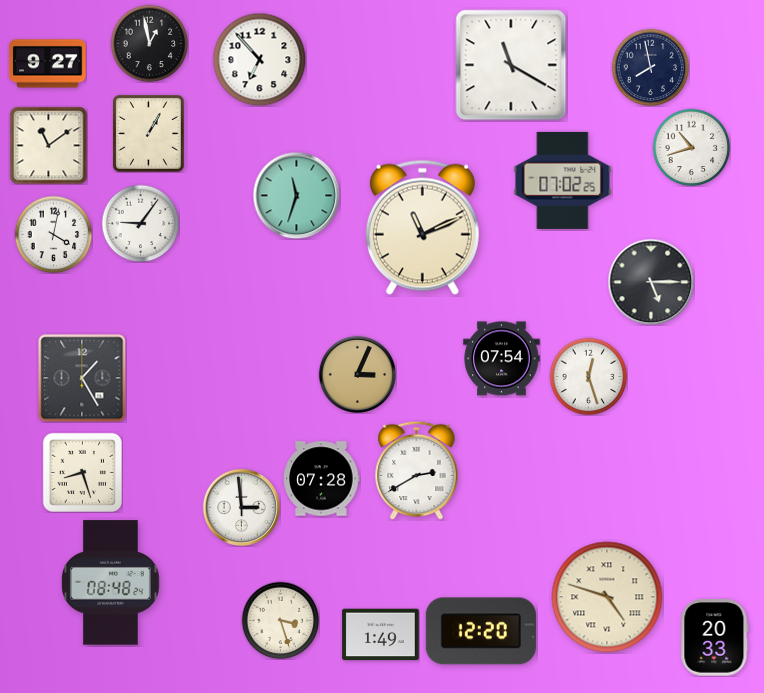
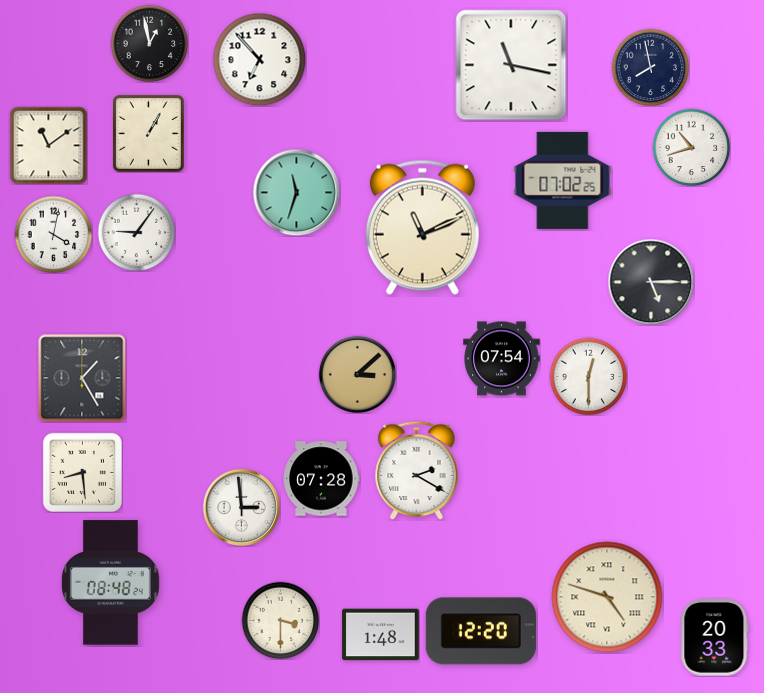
clock at (48, 64): 9:27 -> none
clock at (511, 65): 11:20 -> 11:17
clock at (296, 195) position: (296, 195) -> (296, 192)
clock at (140, 223) position: (140, 223) -> (136, 232)
clock at (357, 374): 3:04 -> 3:08
clock at (588, 376): 12:27 -> 12:30
clock at (417, 470): 2:40 -> 2:20
clock at (82, 472): 8:27 -> 8:29
clock at (280, 620): 3:27 -> 3:30
clock at (381, 635): 1:49 -> 1:48
